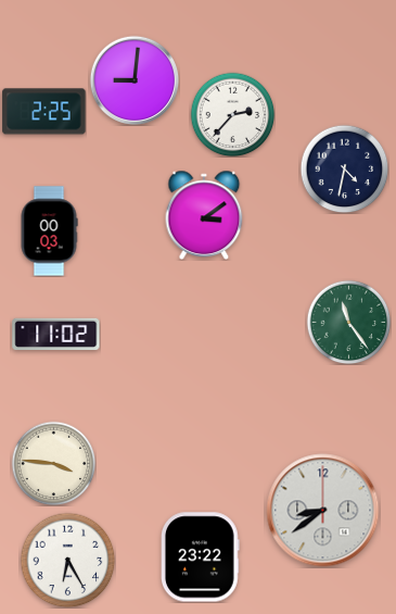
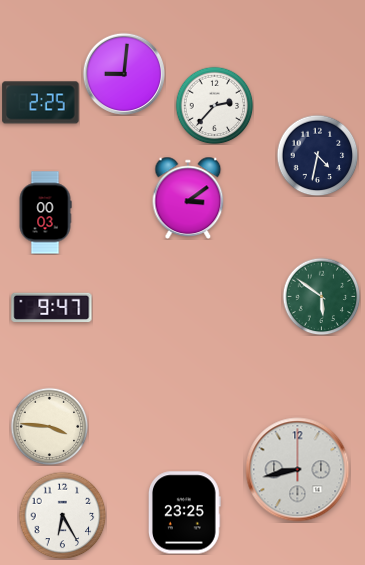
clock at (348, 322): 11:24 -> 5:51
clock at (56, 334): 11:02 -> 9:47
clock at (323, 511): 8:39 -> 8:43
clock at (201, 557): 23:22 -> 23:25
